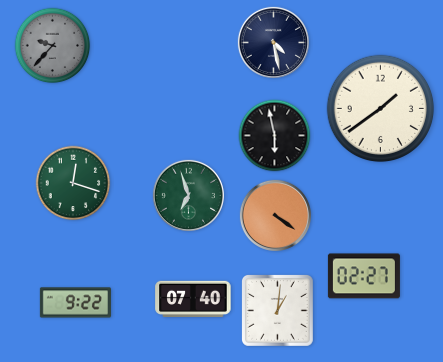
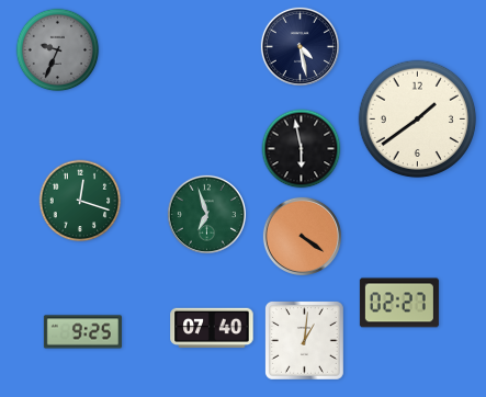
clock at (53, 46): 9:37 -> 9:34
clock at (75, 303): 9:22 -> 9:25
